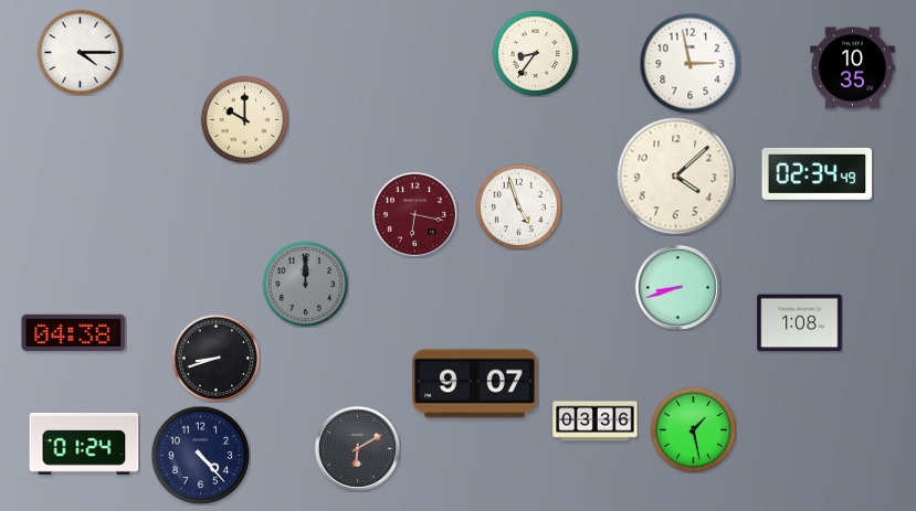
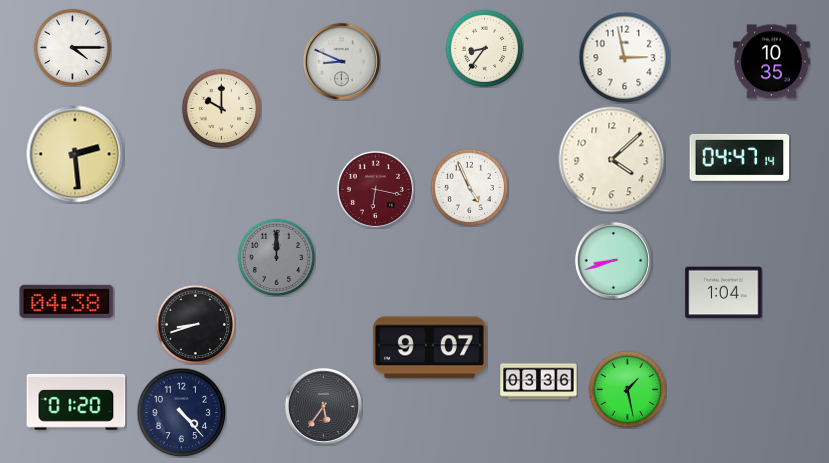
clock at (341, 61): none -> 8:49
clock at (75, 154): none -> 2:29
clock at (818, 173): 02:34 -> 04:47
clock at (518, 206): 4:57 -> 4:56
clock at (414, 214) position: (414, 214) -> (375, 189)
clock at (800, 323): 1:08 -> 1:04
clock at (84, 444): 01:24 -> 01:20
clock at (357, 448): 6:10 -> 5:36
